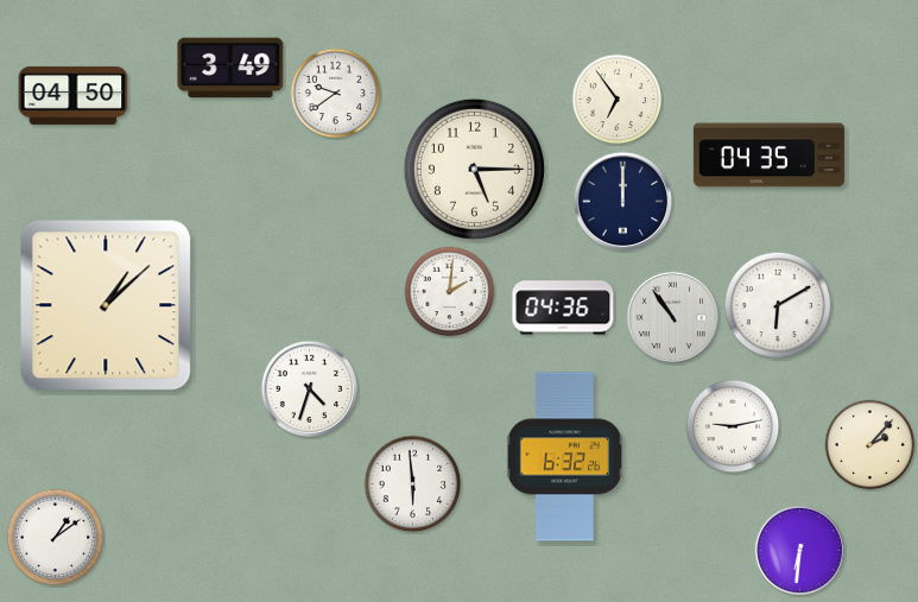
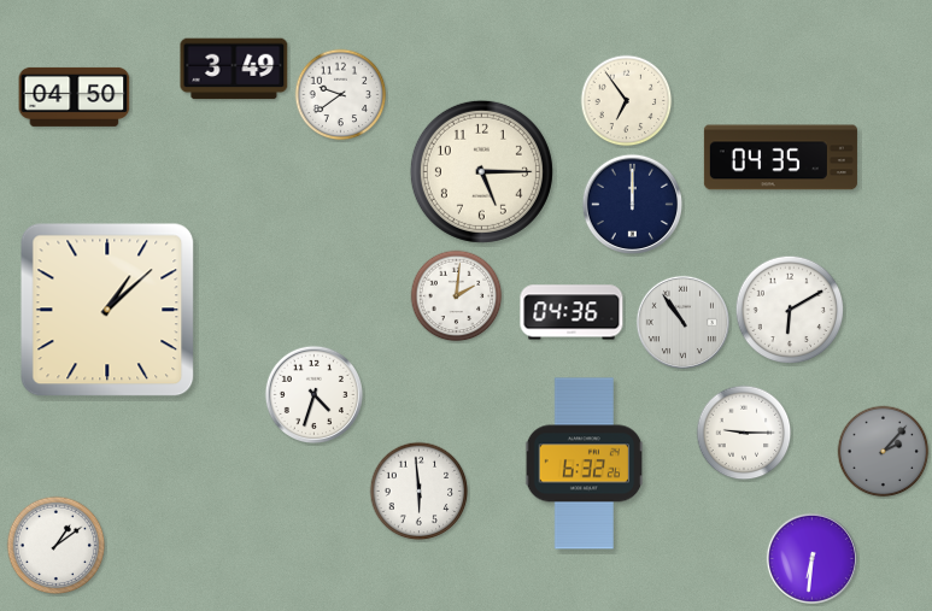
clock at (733, 426): 9:13 -> 9:15
clock at (870, 445) dial: cream -> grey
clock at (565, 457) position: (565, 457) -> (585, 464)
